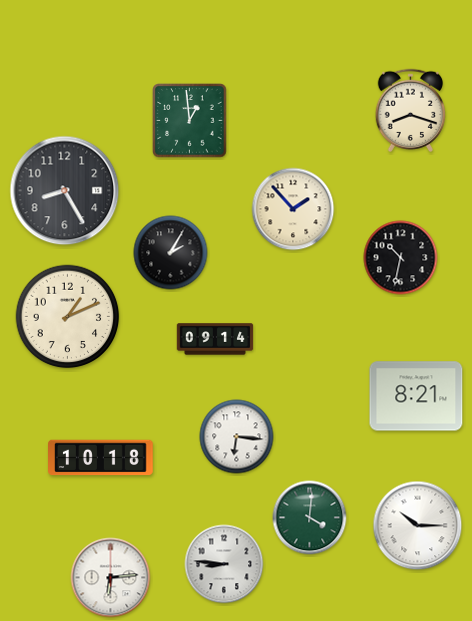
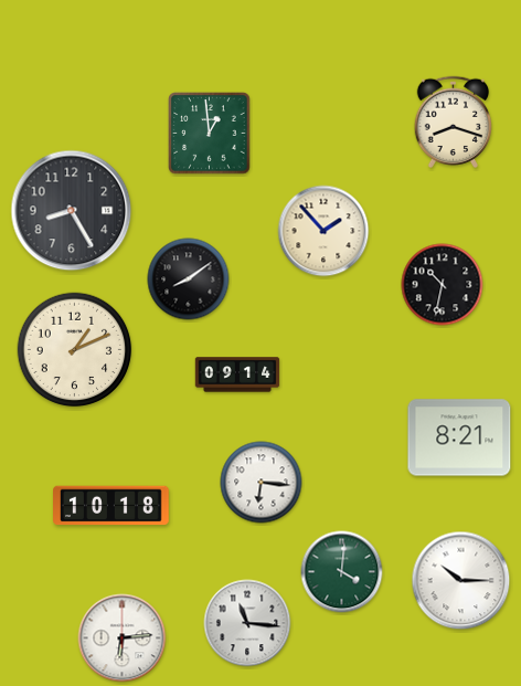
clock at (171, 253): 2:05 -> 8:09
clock at (224, 564): 8:46 -> 11:16
